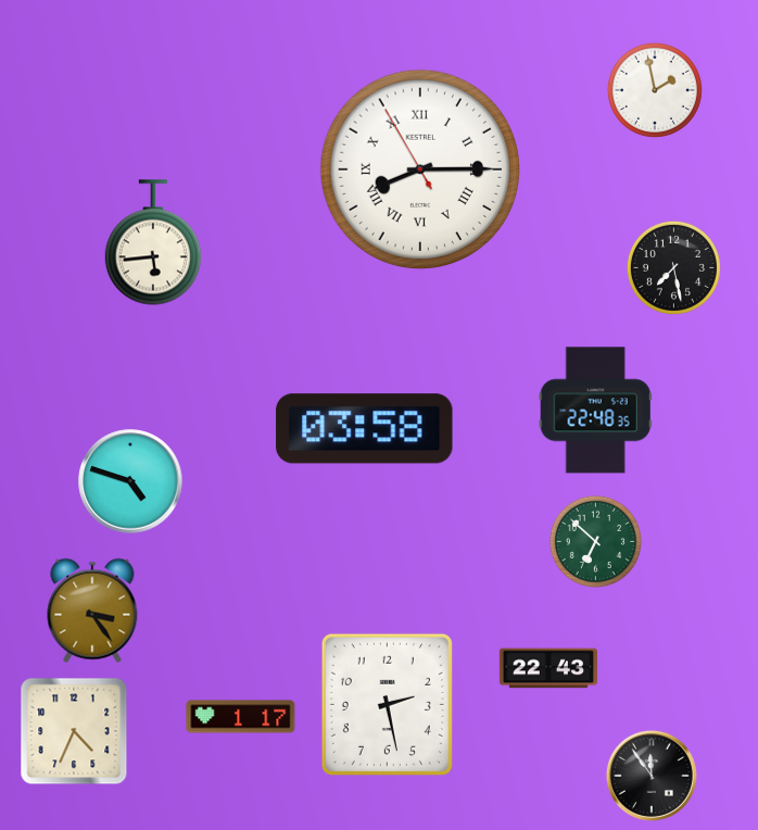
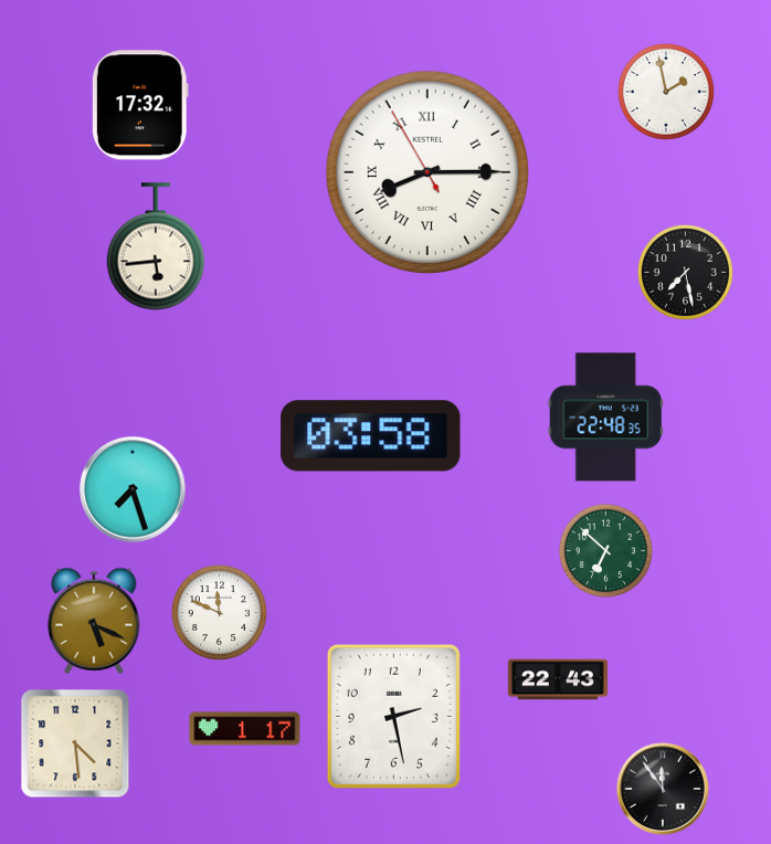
clock at (140, 105): none -> 17:32
clock at (130, 481): 4:48 -> 7:27
clock at (219, 612): none -> 11:49
clock at (92, 611): 3:24 -> 5:19
clock at (74, 731): 4:34 -> 4:29
